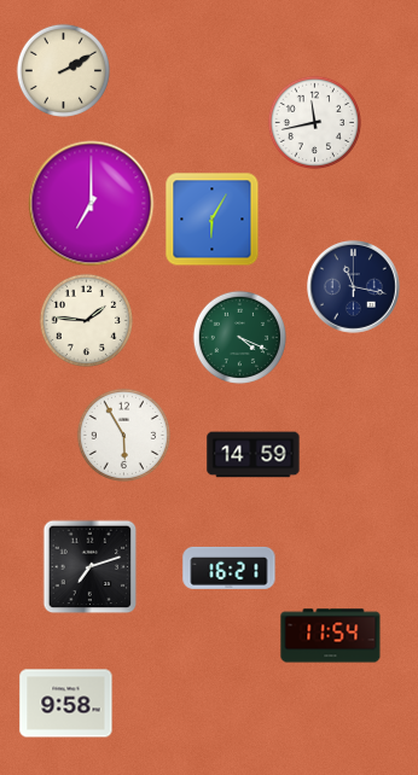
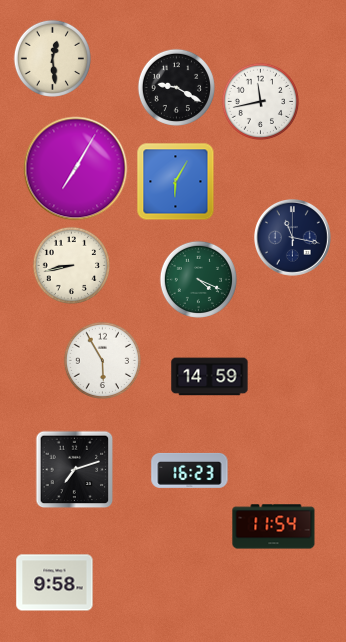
clock at (63, 70): 2:10 -> 12:29
clock at (176, 87): none -> 9:20
clock at (92, 204): 7:00 -> 7:05
clock at (86, 320): 1:46 -> 8:43
clock at (230, 567): 16:21 -> 16:23
